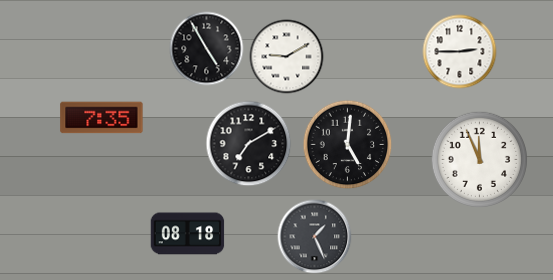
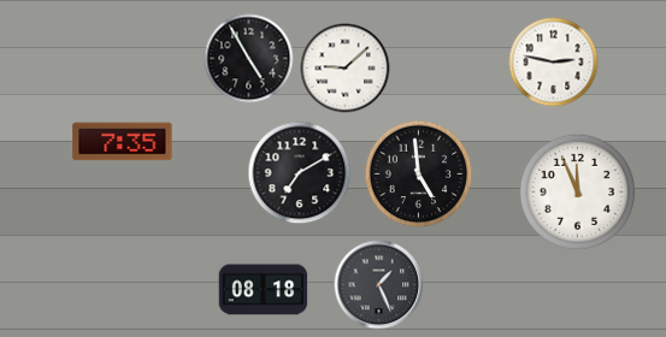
clock at (460, 52): 2:45 -> 2:47
clock at (287, 57): 9:10 -> 9:08
clock at (348, 145): 5:01 -> 4:59
clock at (188, 234) position: (188, 234) -> (264, 290)
